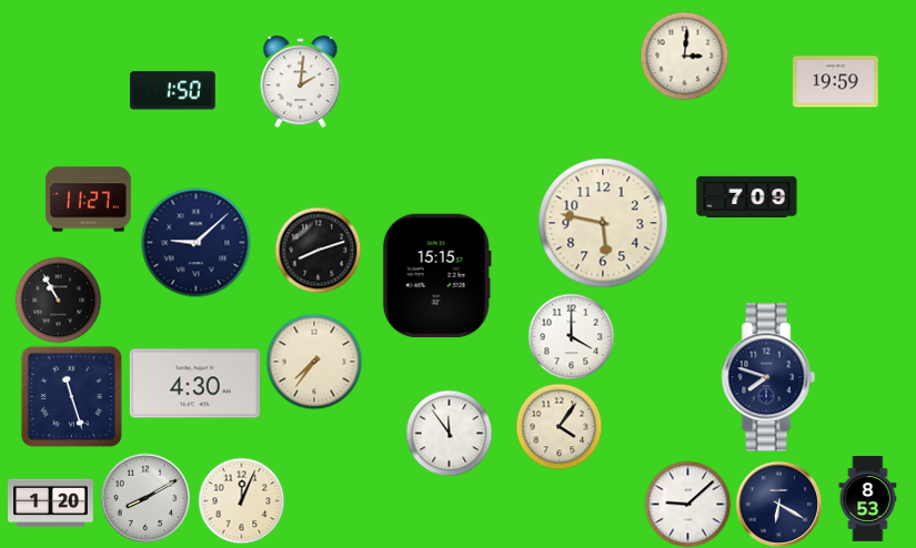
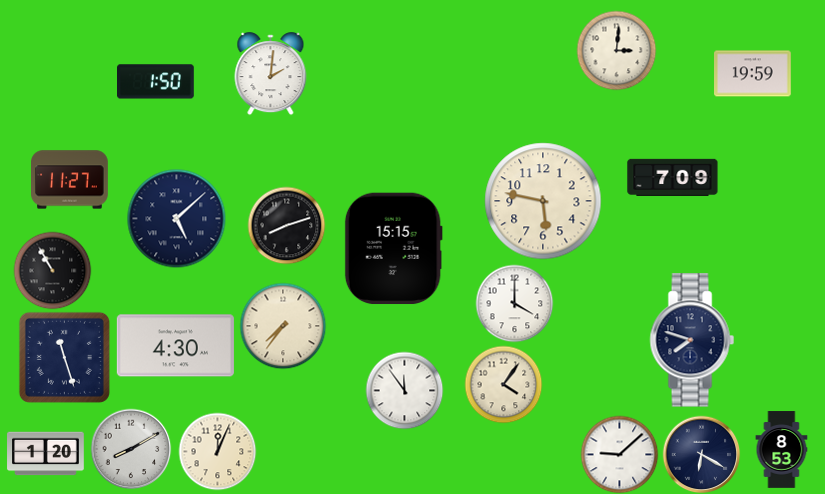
clock at (89, 200) position: (89, 200) -> (70, 180)
clock at (197, 243): 9:08 -> 5:08
